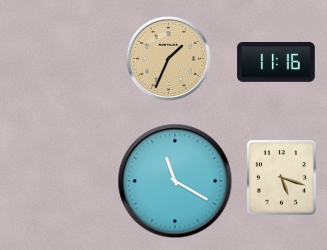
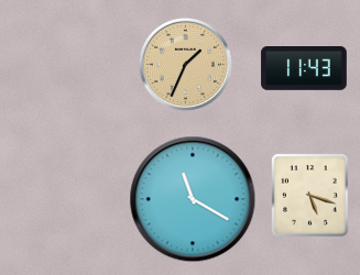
clock at (276, 62): 11:16 -> 11:43
